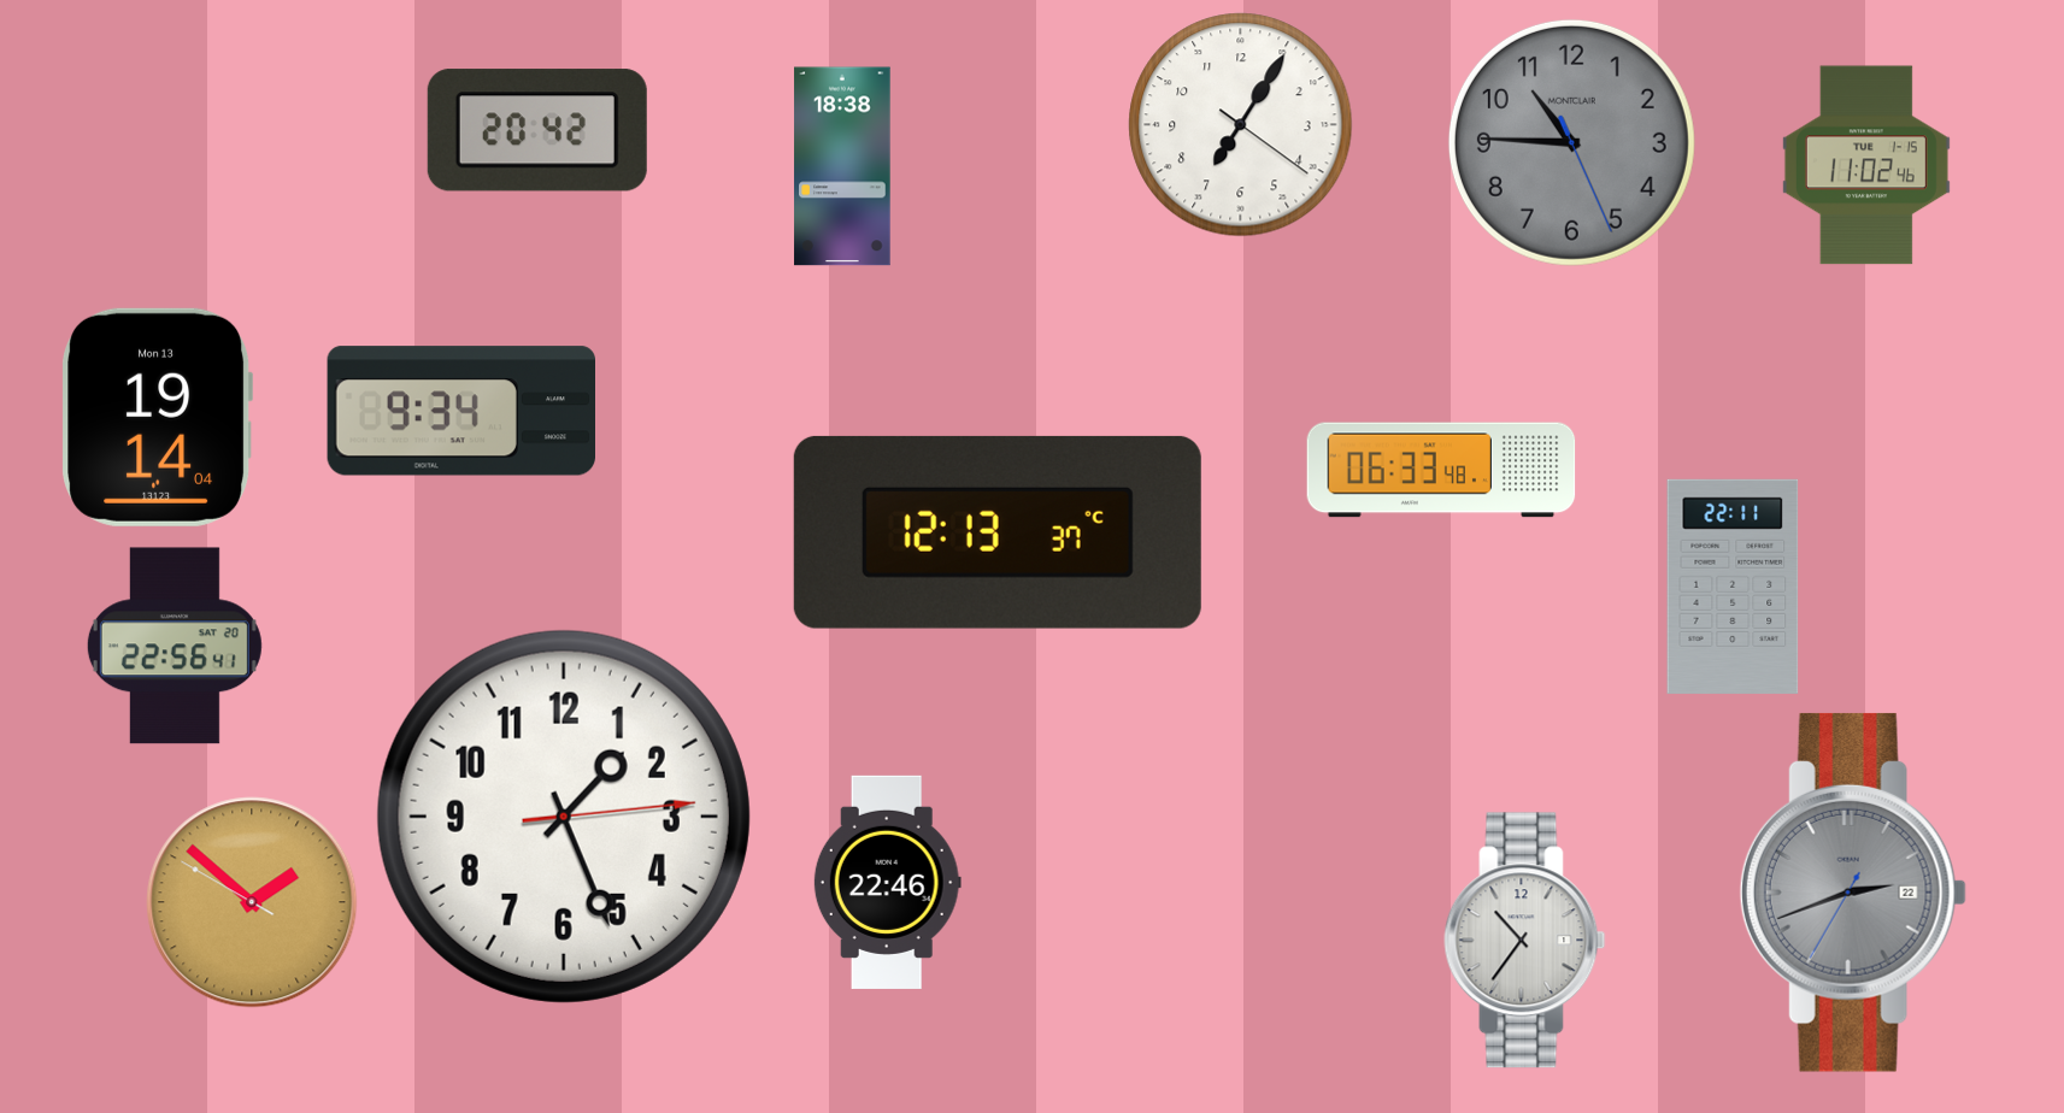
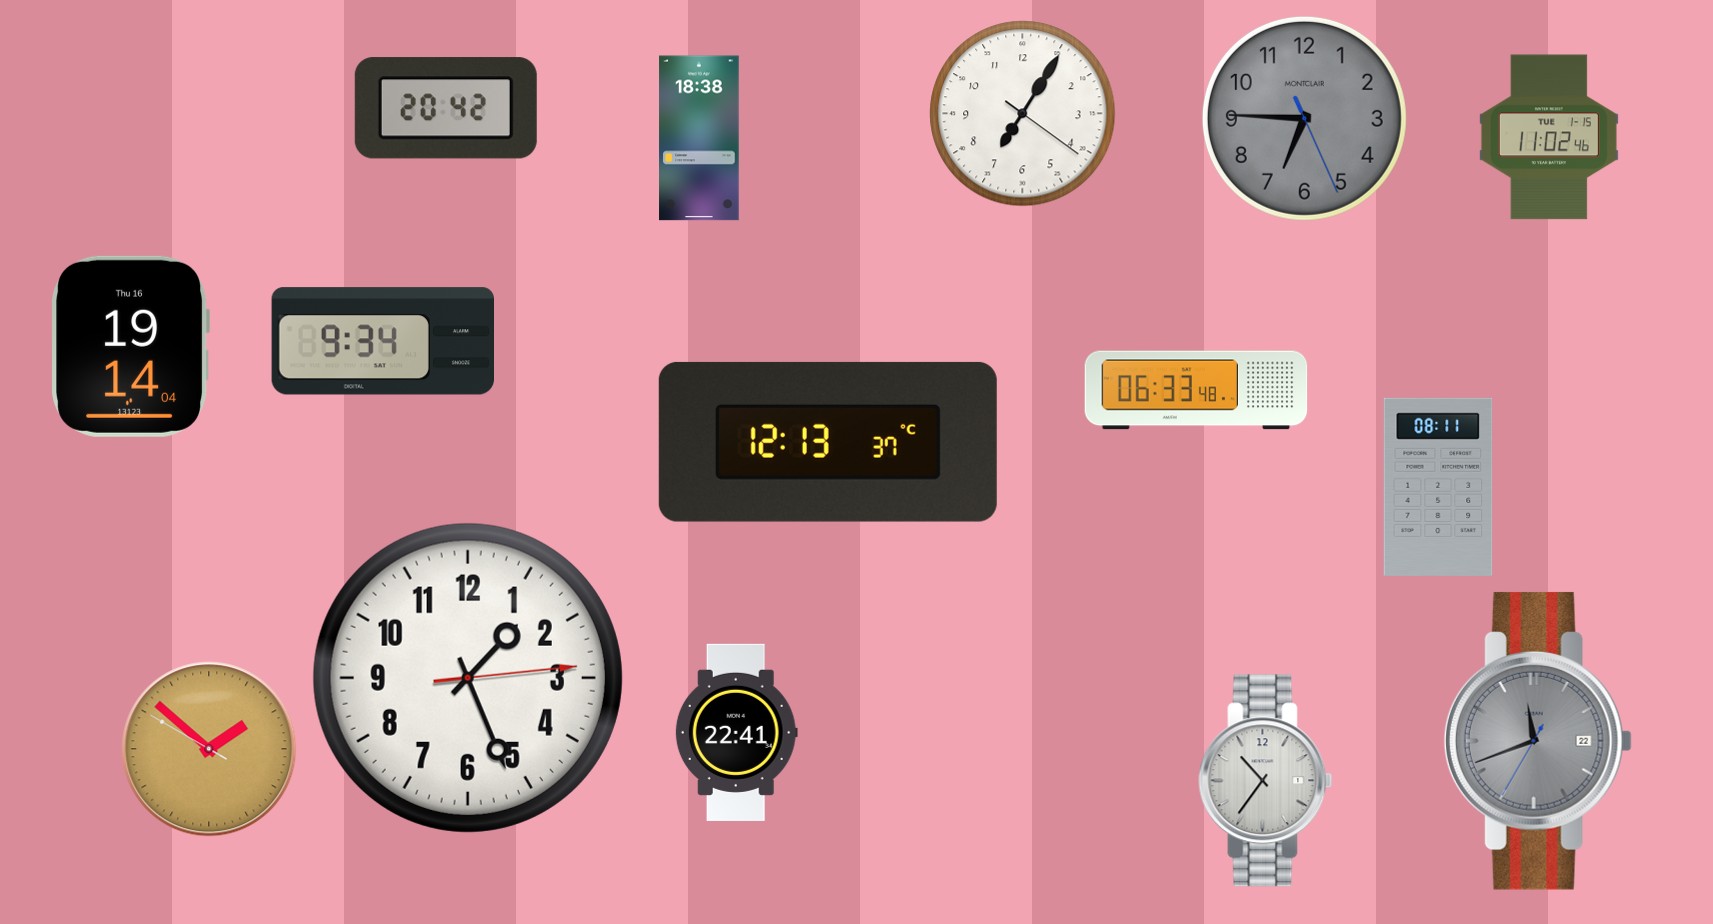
clock at (1241, 125) position: (1241, 125) -> (1023, 114)
clock at (1571, 142): 10:45 -> 6:45
clock at (157, 417) date: Mon 13 -> Thu 16
clock at (1733, 587): 22:11 -> 08:11
clock at (175, 646): 22:56 -> none
clock at (887, 882): 22:46 -> 22:41
clock at (1853, 893): 2:41 -> 11:41
